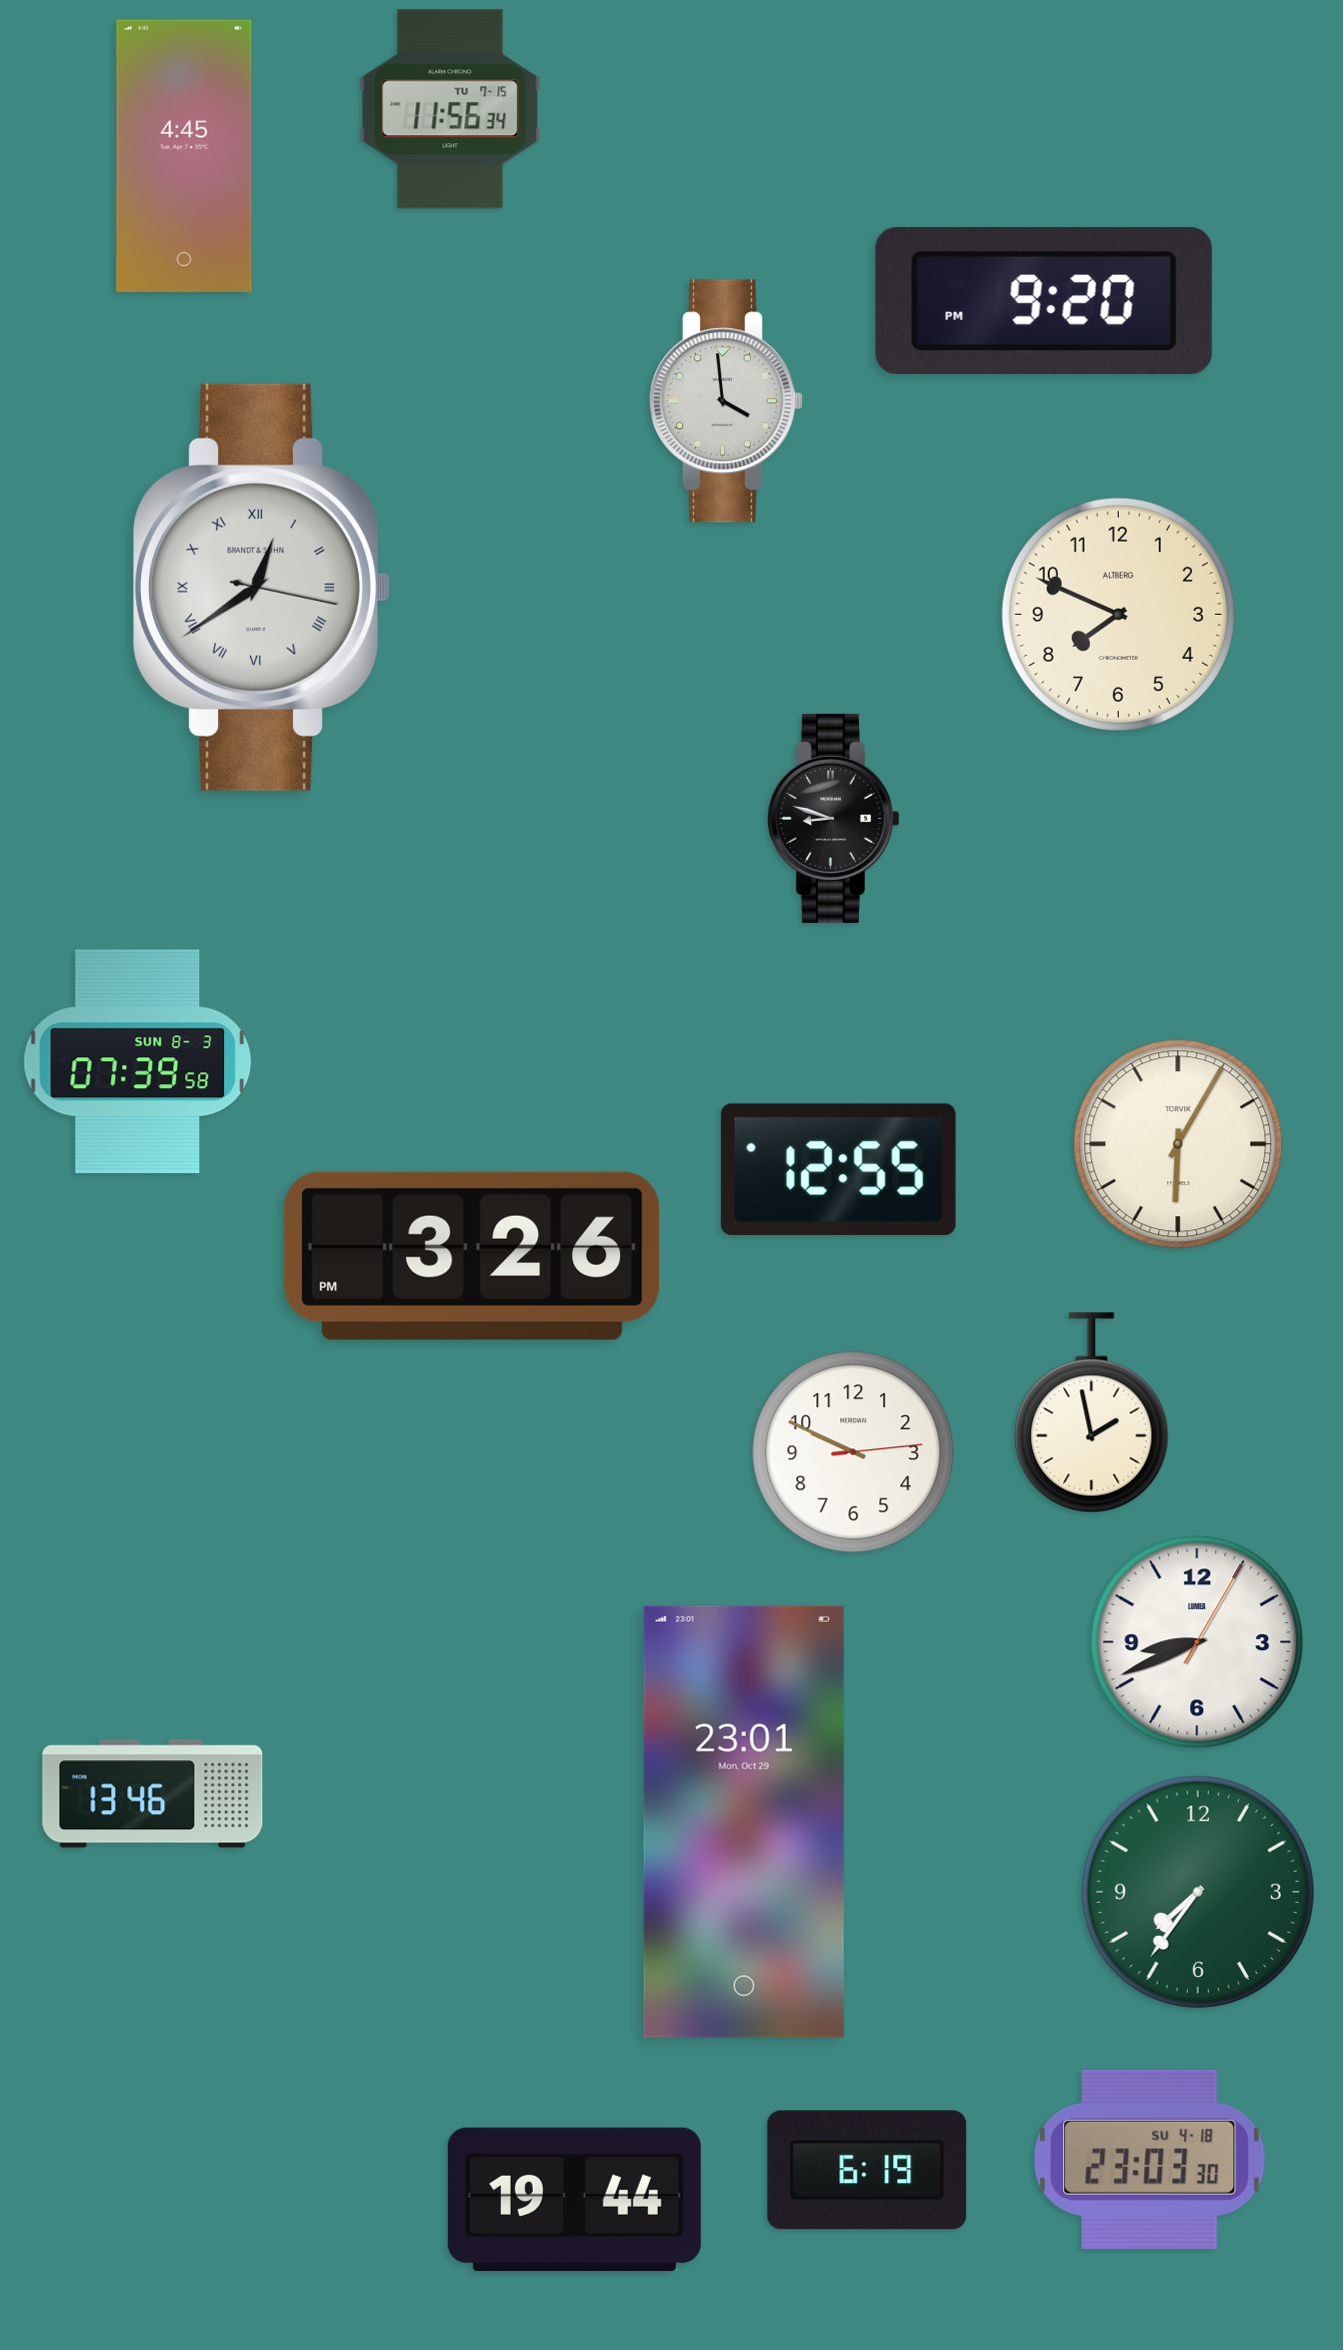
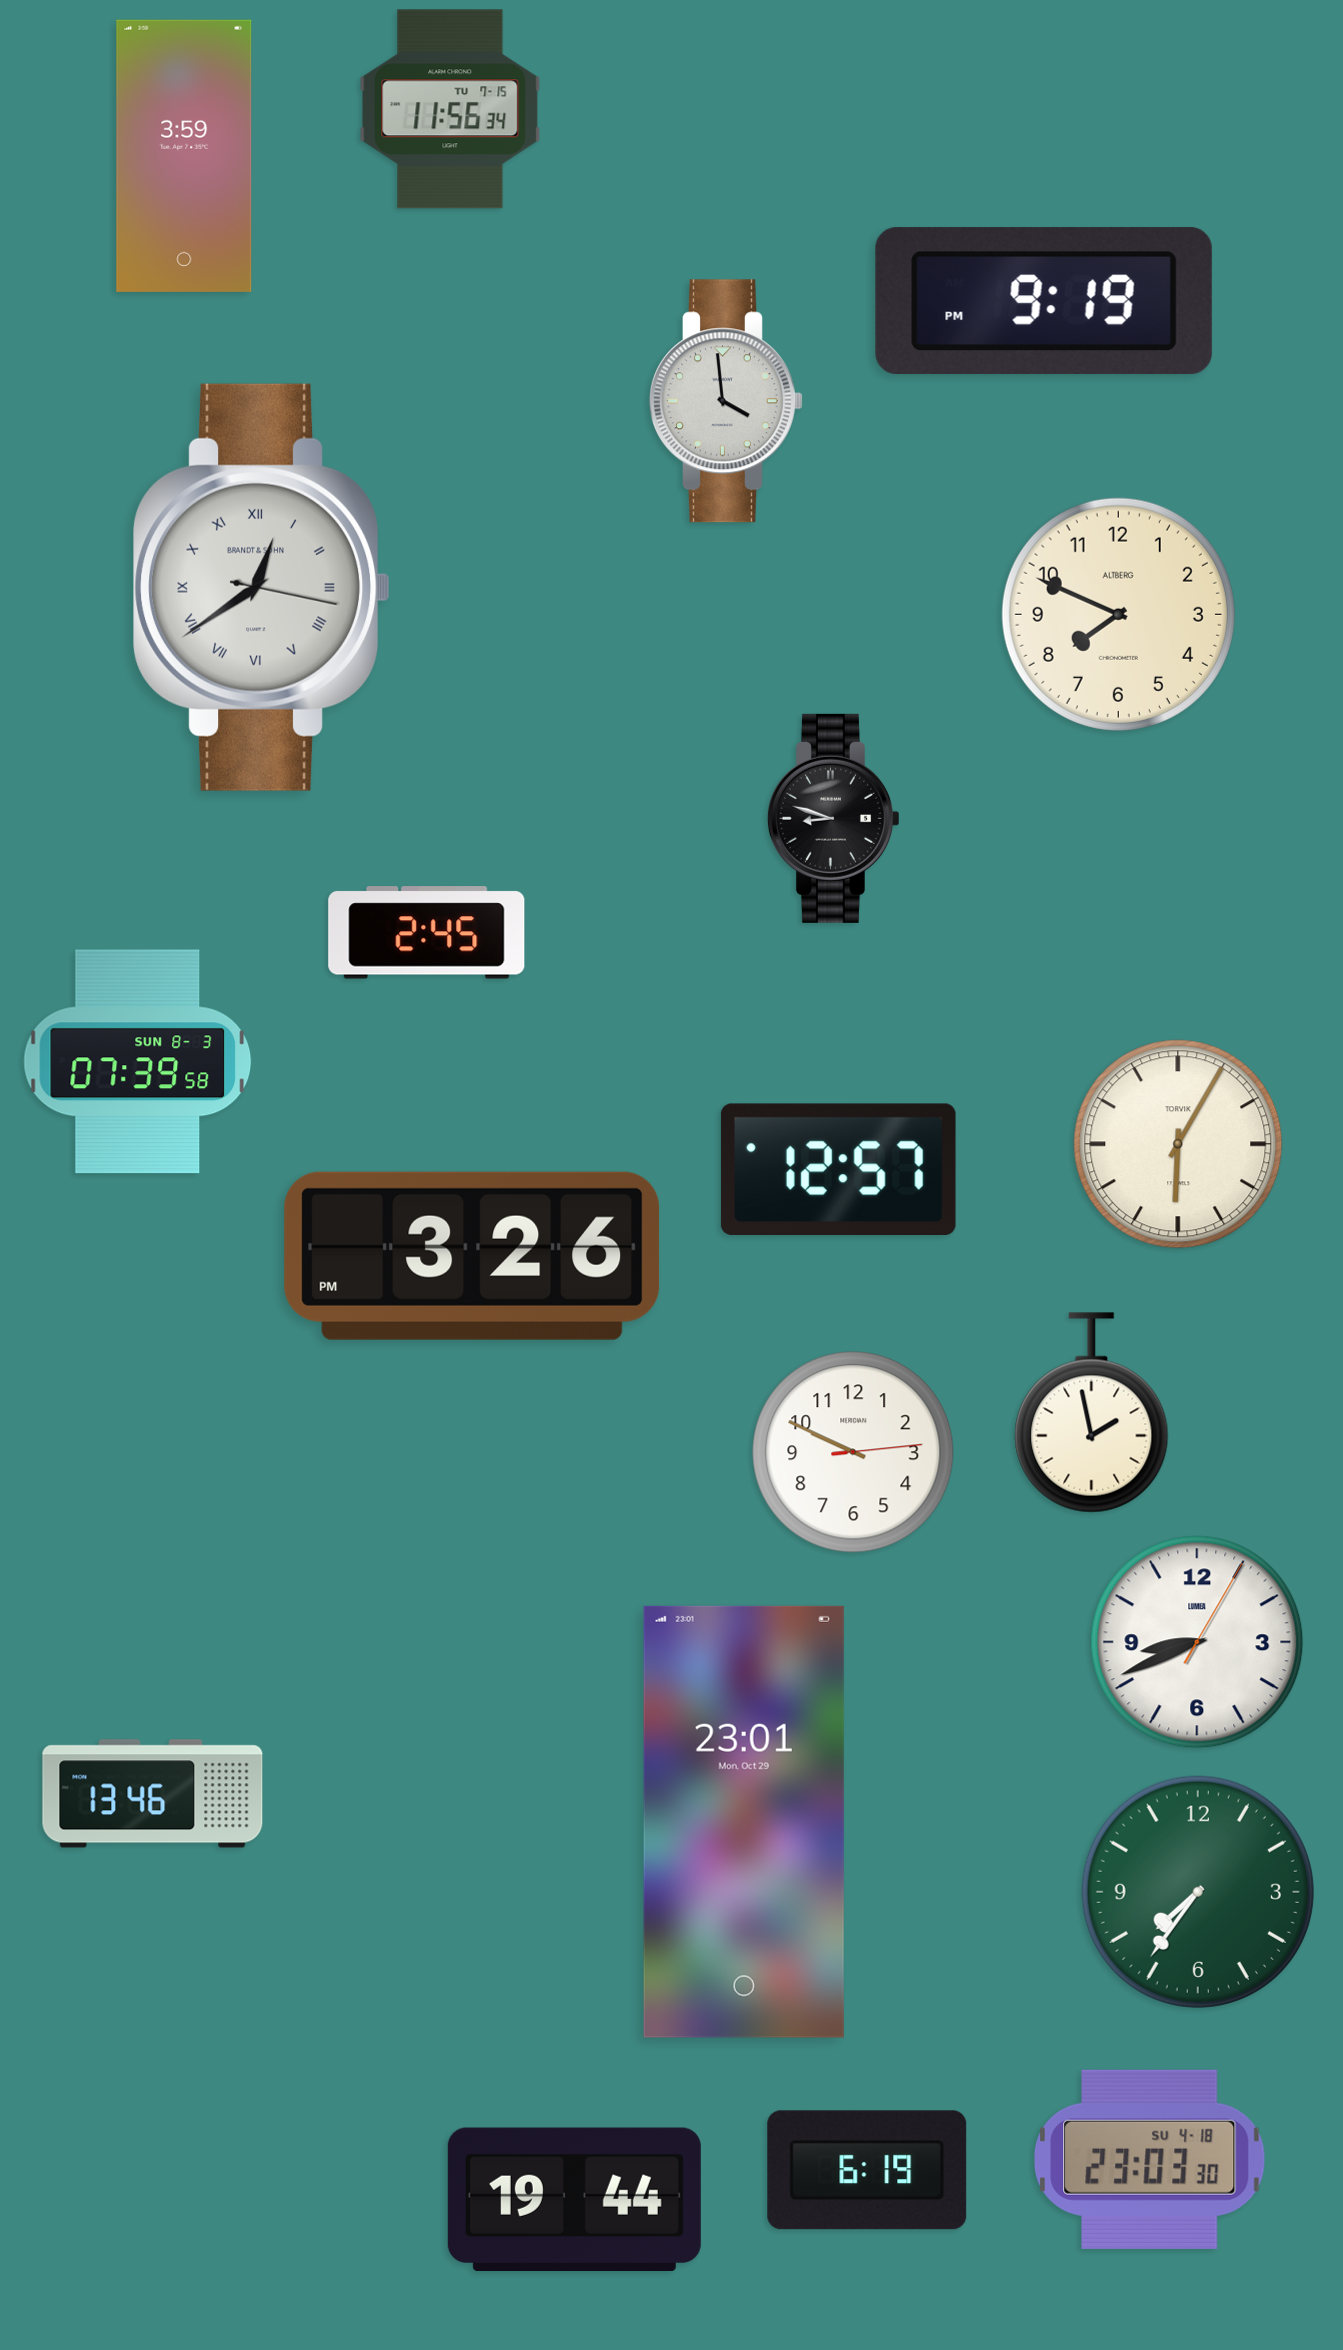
clock at (184, 156): 4:45 -> 3:59
clock at (1044, 301): 9:20 -> 9:19
clock at (427, 933): none -> 2:45
clock at (838, 1169): 12:55 -> 12:57
